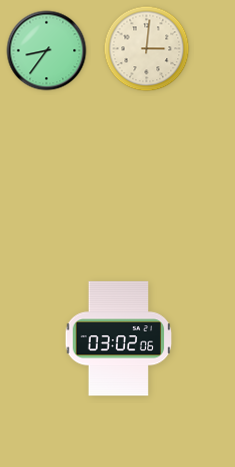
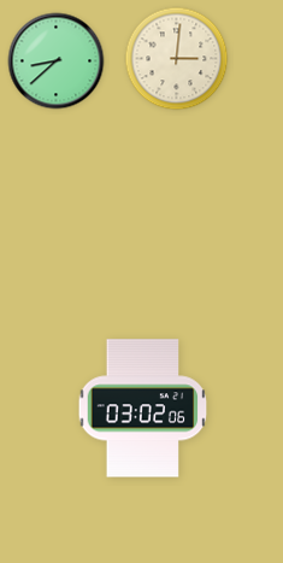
clock at (47, 51): 8:36 -> 8:38
